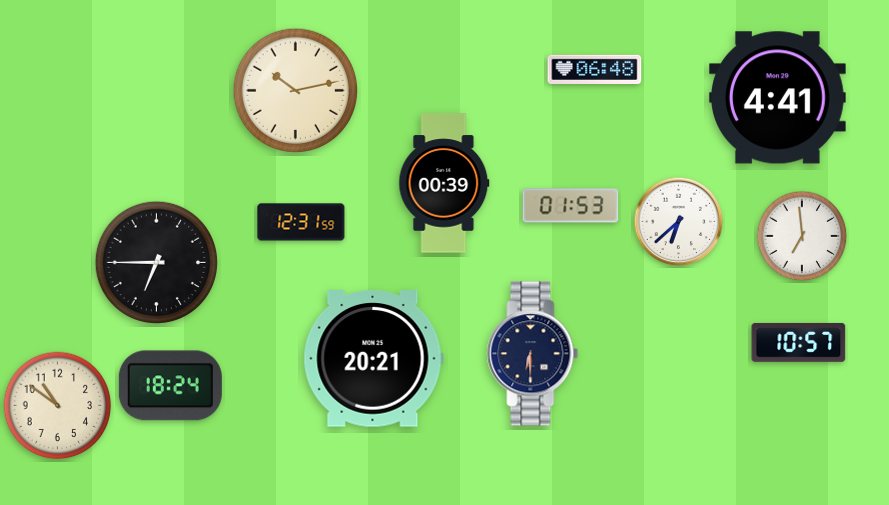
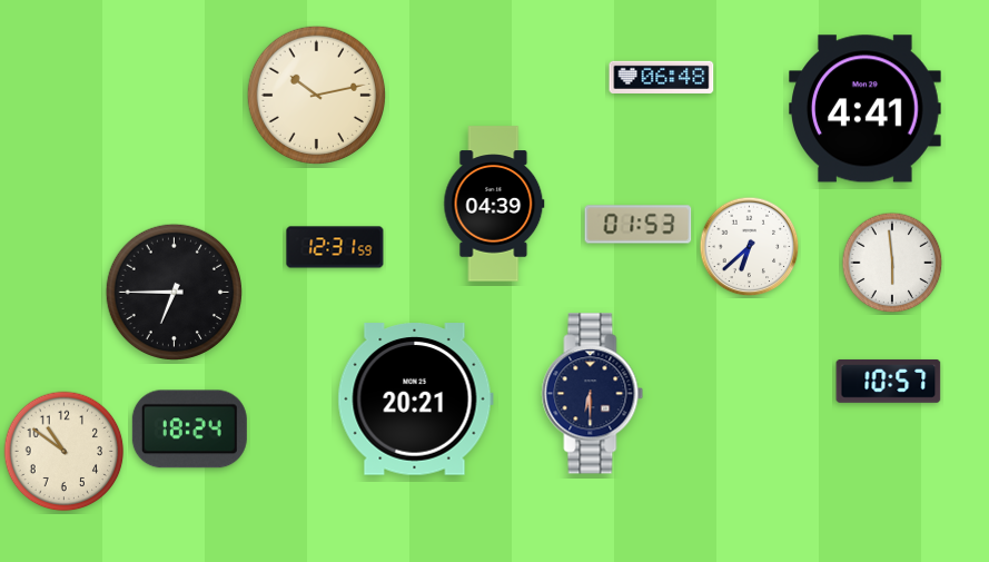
clock at (295, 90) position: (295, 90) -> (316, 95)
clock at (444, 183): 00:39 -> 04:39
clock at (571, 206) position: (571, 206) -> (639, 225)
clock at (679, 222) position: (679, 222) -> (750, 247)
clock at (802, 236): 6:59 -> 5:59
